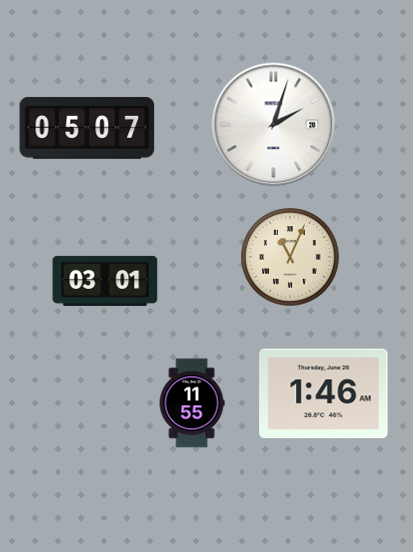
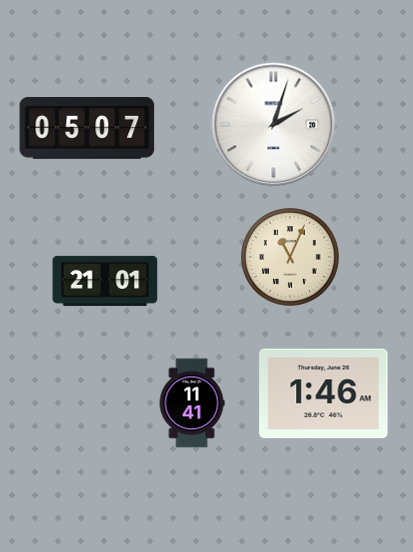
clock at (105, 281): 03:01 -> 21:01
clock at (192, 403): 11:55 -> 11:41
